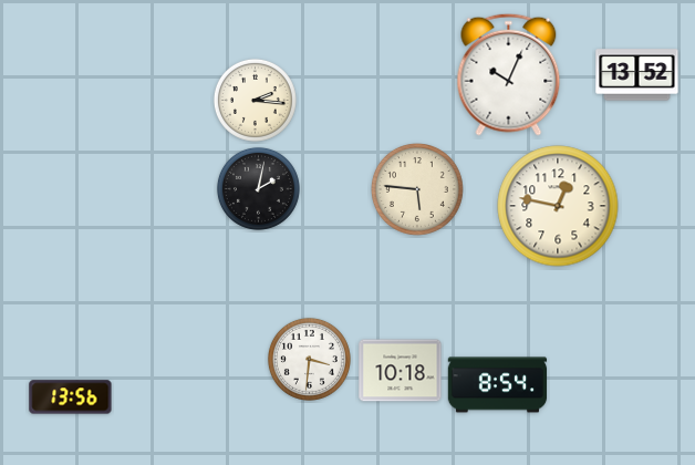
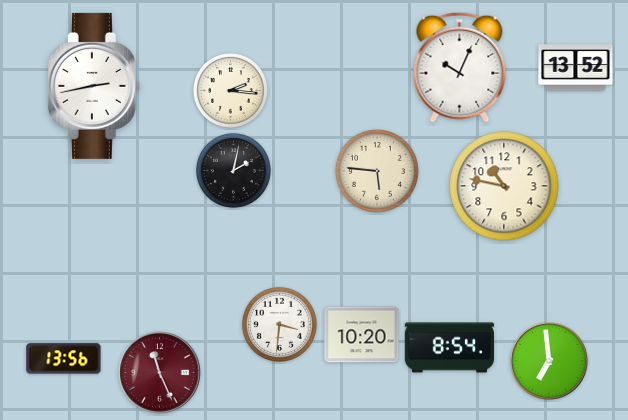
clock at (94, 86): none -> 2:43
clock at (558, 206): 12:47 -> 10:47
clock at (401, 371): 10:18 -> 10:20
clock at (549, 361): none -> 6:59
clock at (160, 373): none -> 11:26
